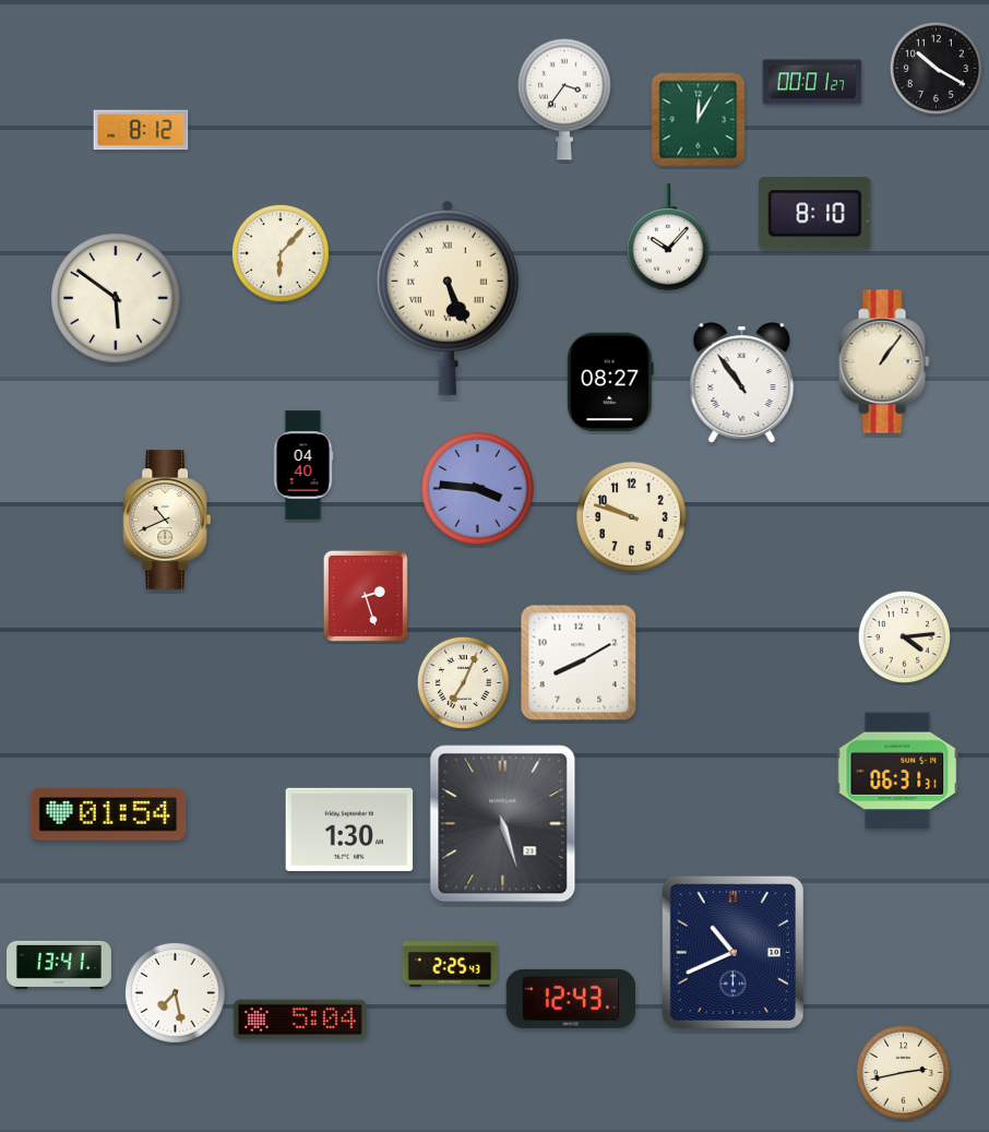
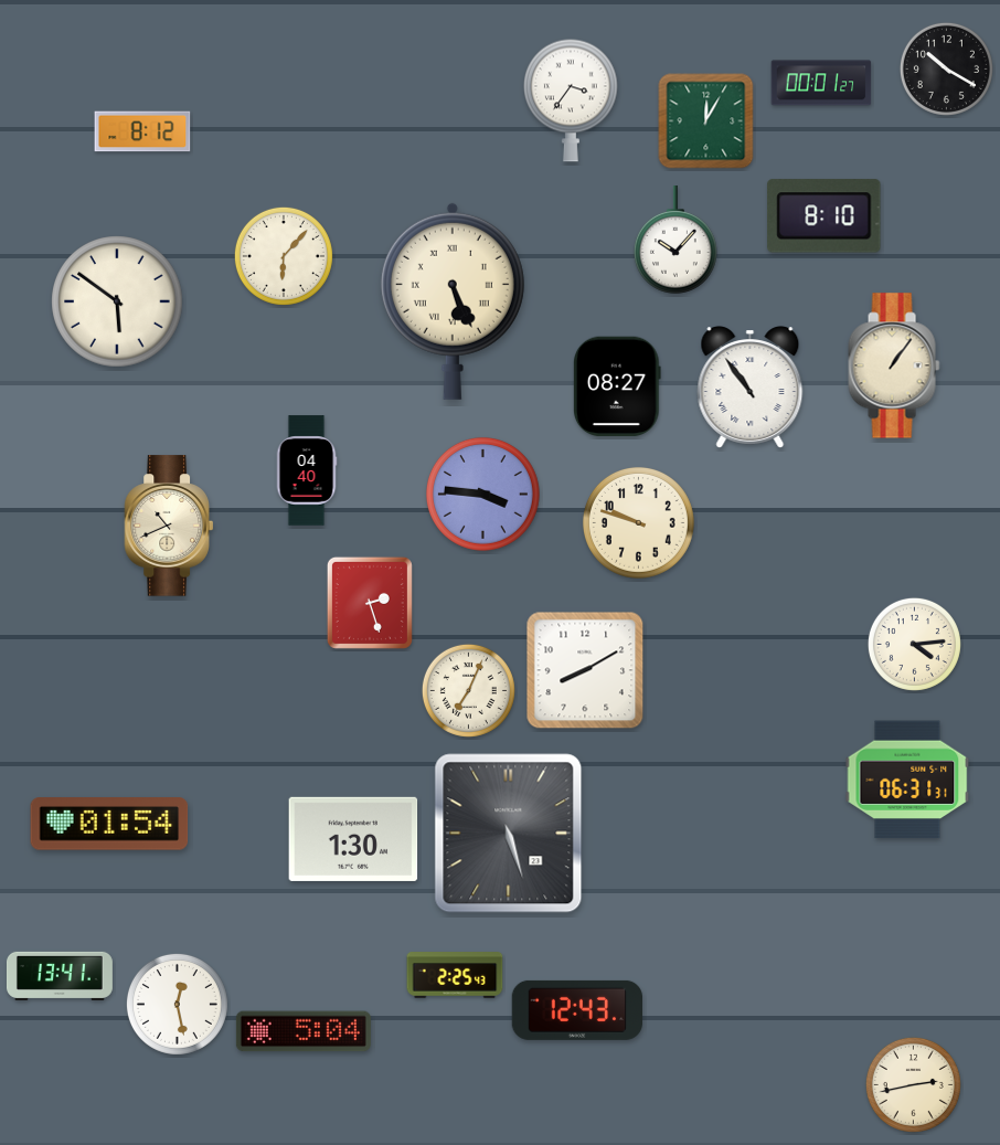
clock at (732, 952): 10:41 -> none
clock at (175, 992): 7:28 -> 12:28
